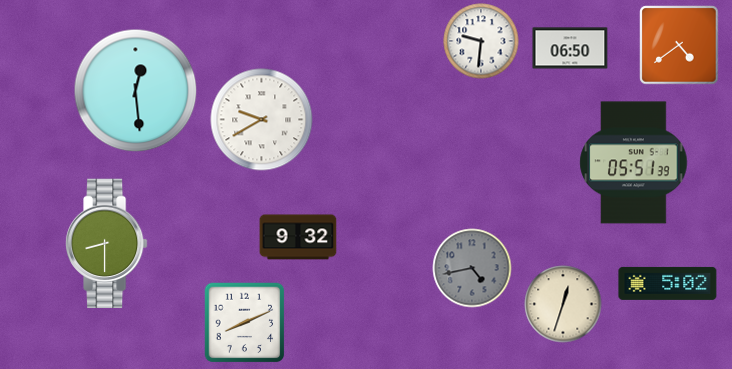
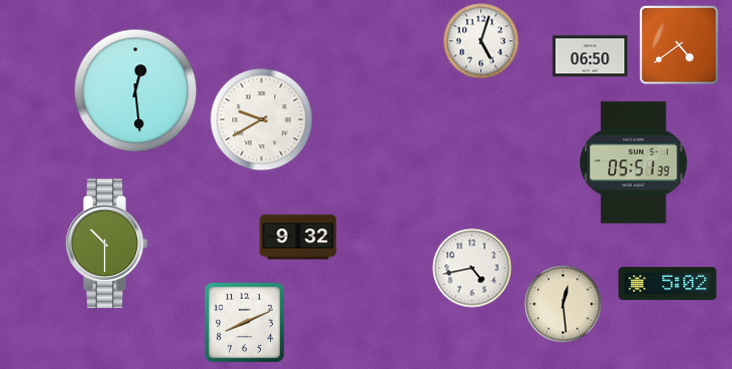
clock at (481, 41): 9:31 -> 5:03
clock at (570, 48) position: (570, 48) -> (590, 56)
clock at (107, 244): 8:30 -> 10:30
clock at (472, 268) dial: grey -> white
clock at (563, 304): 12:33 -> 12:29
